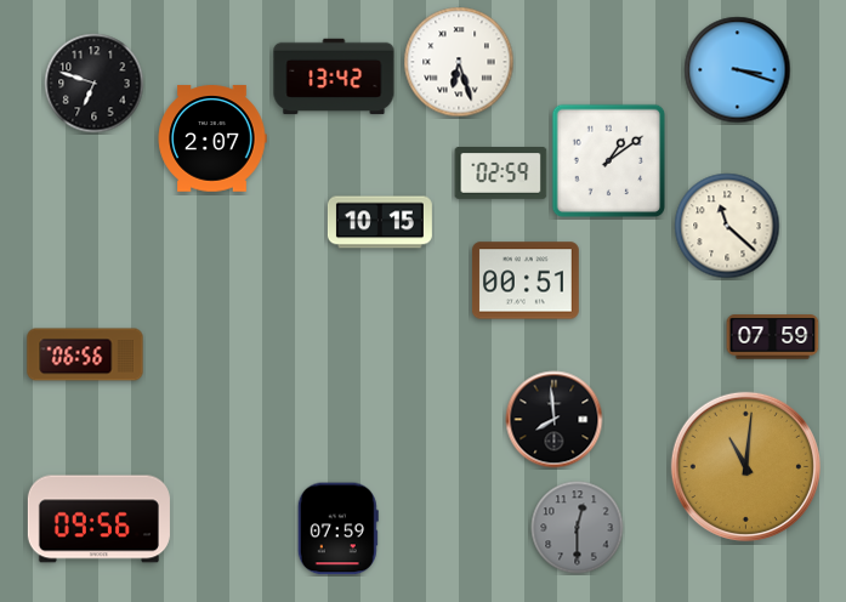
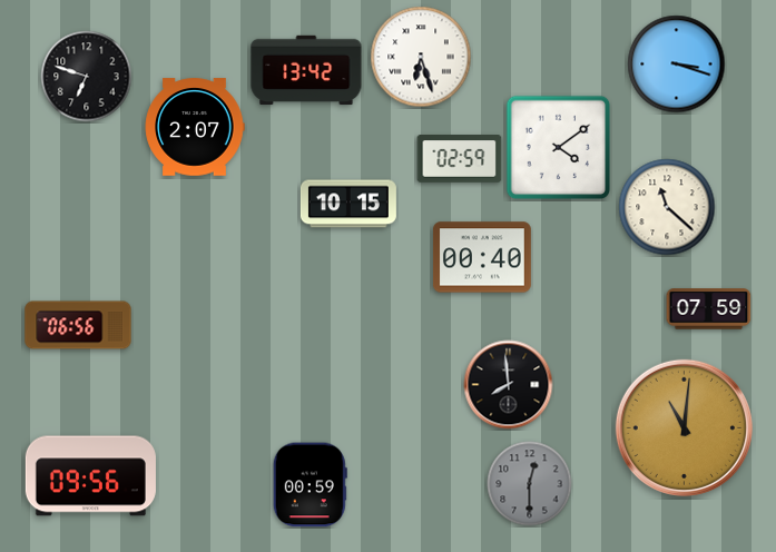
clock at (609, 161): 1:09 -> 4:09
clock at (526, 280): 00:51 -> 00:40
clock at (337, 529): 07:59 -> 00:59
